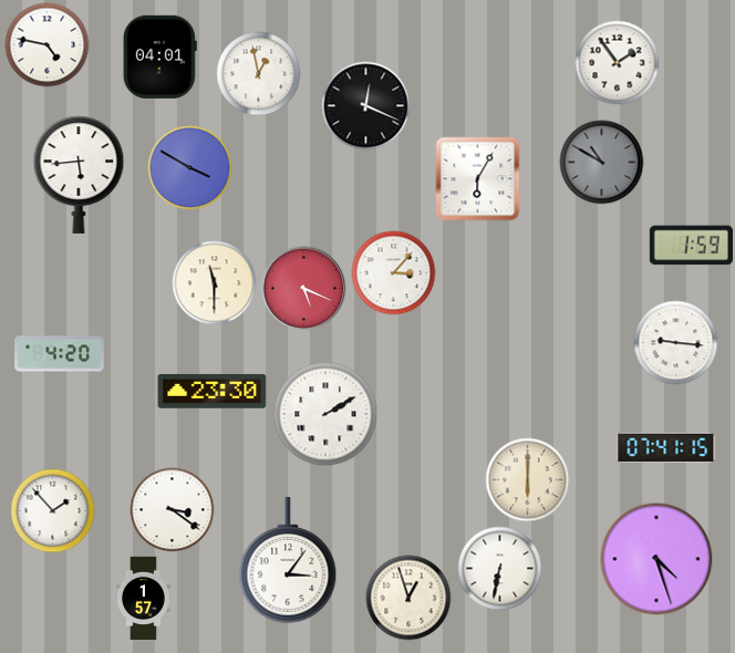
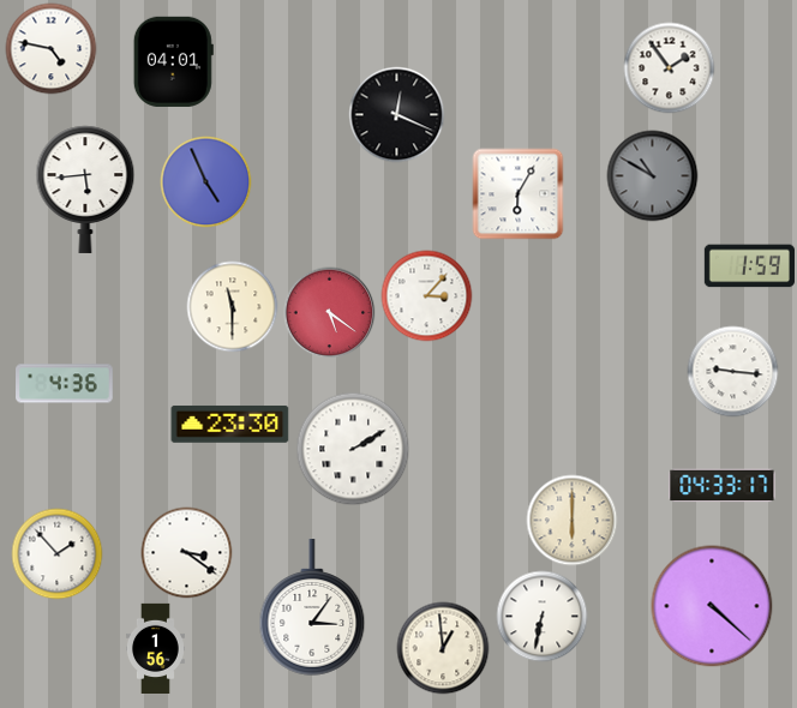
clock at (259, 74): 12:58 -> none
clock at (190, 168): 3:50 -> 4:56
clock at (304, 289): 5:19 -> 5:21
clock at (60, 354): 4:20 -> 4:36
clock at (666, 448): 07:41 -> 04:33
clock at (656, 559): 4:27 -> 4:22
clock at (143, 598): 1:57 -> 1:56
clock at (408, 598): 12:57 -> 12:59
